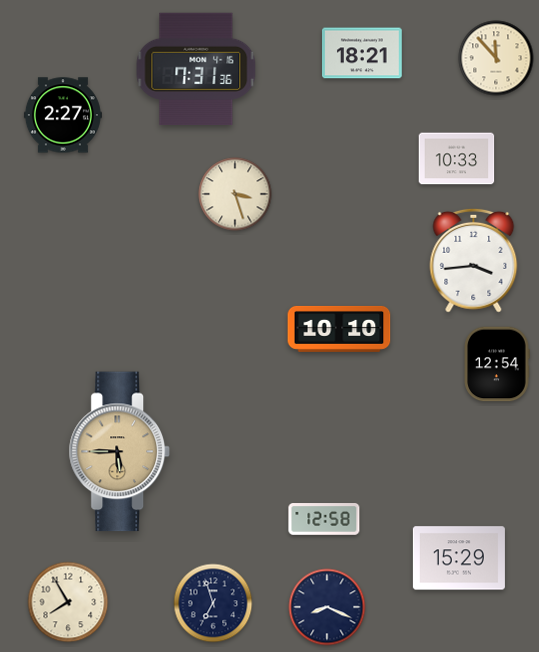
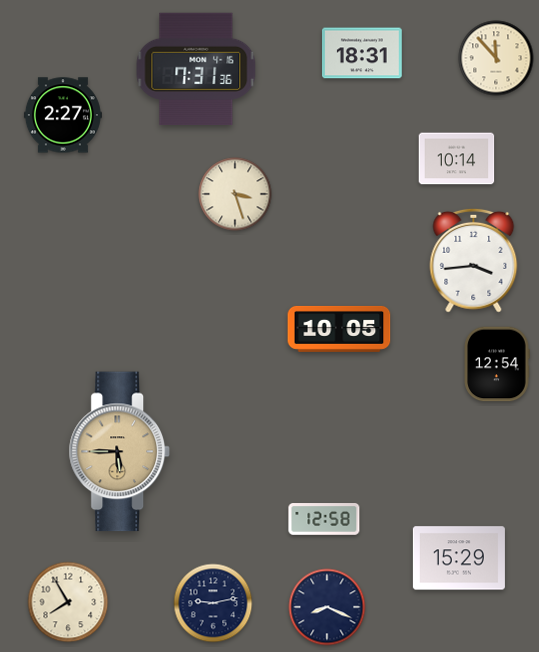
clock at (362, 53): 18:21 -> 18:31
clock at (457, 159): 10:33 -> 10:14
clock at (339, 329): 10:10 -> 10:05
clock at (213, 603): 6:57 -> 9:13
